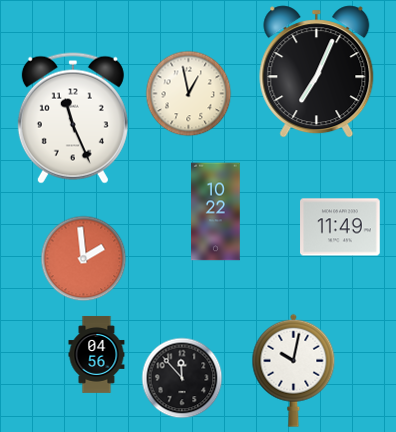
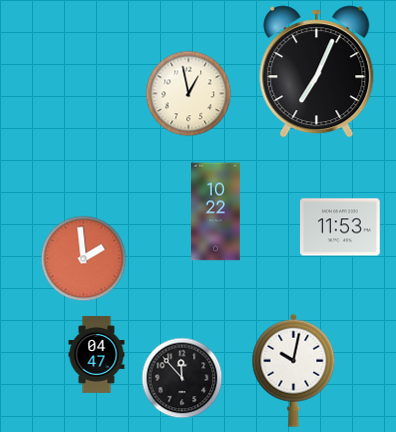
clock at (73, 118): 11:26 -> none
clock at (340, 227): 11:49 -> 11:53
clock at (97, 354): 04:56 -> 04:47
